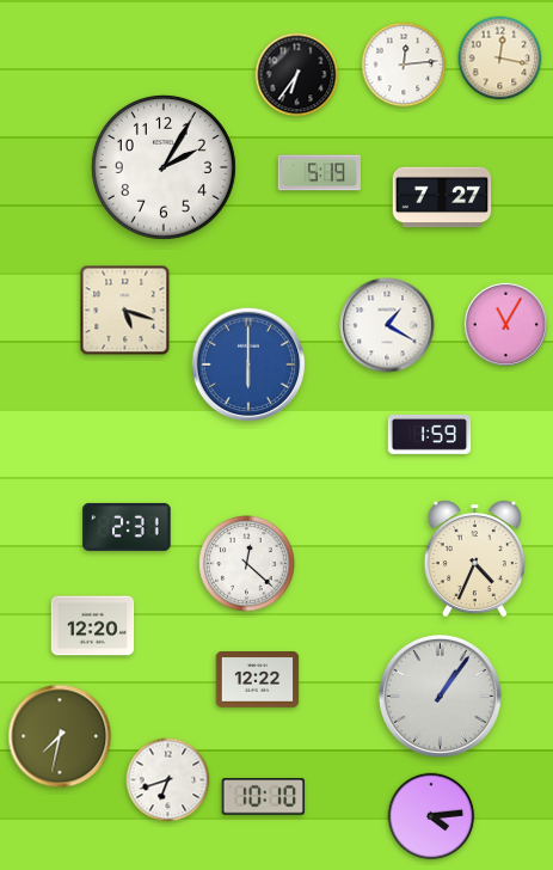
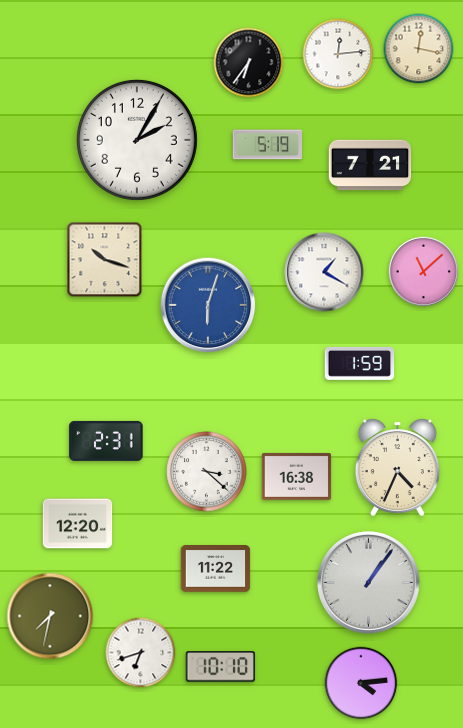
clock at (442, 197): 7:27 -> 7:21
clock at (125, 311): 5:18 -> 10:18
clock at (505, 324): 11:05 -> 11:08
clock at (248, 364): 6:00 -> 6:03
clock at (247, 564): 12:22 -> 3:22
clock at (297, 476): none -> 16:38
clock at (258, 680): 12:22 -> 11:22
